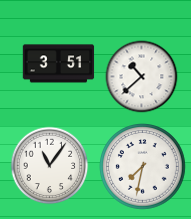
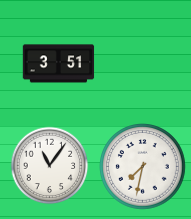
clock at (142, 77): 10:38 -> none
